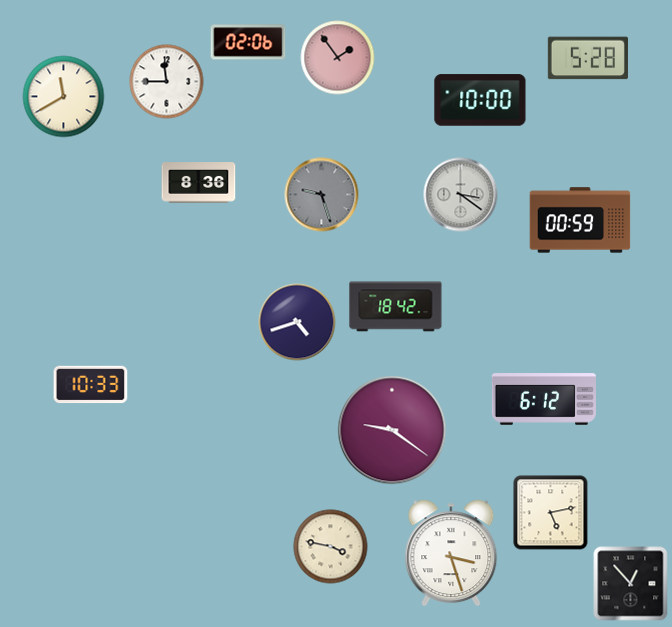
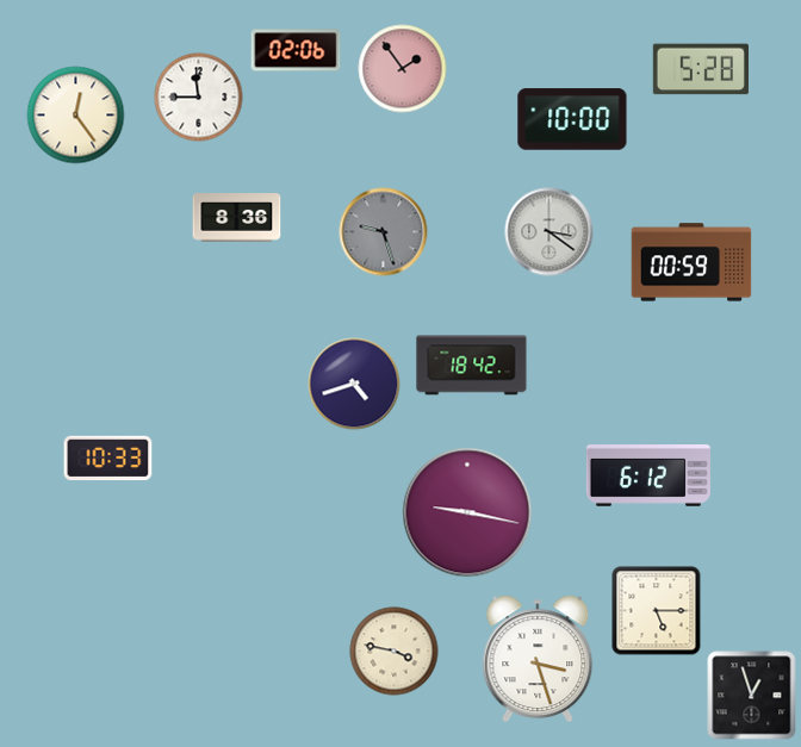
clock at (64, 97): 11:40 -> 12:24
clock at (392, 430): 9:21 -> 9:17
clock at (551, 513): 5:13 -> 5:15
clock at (631, 584): 12:53 -> 12:57
